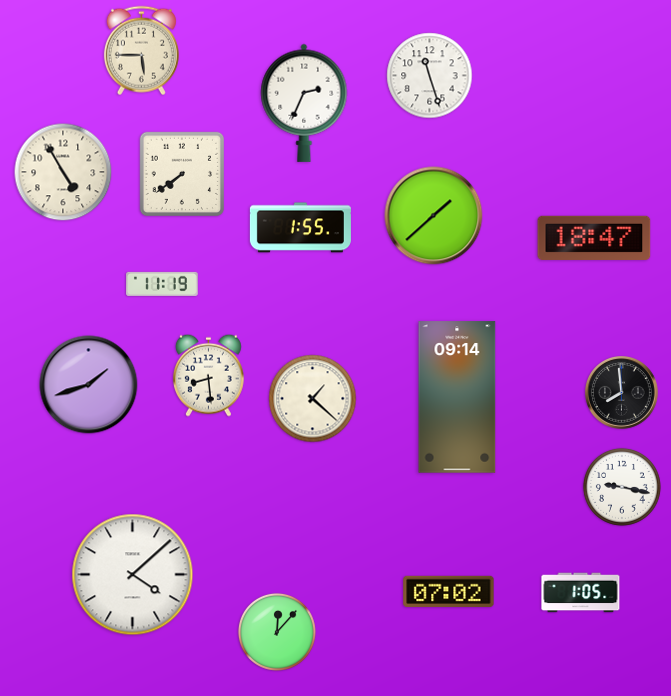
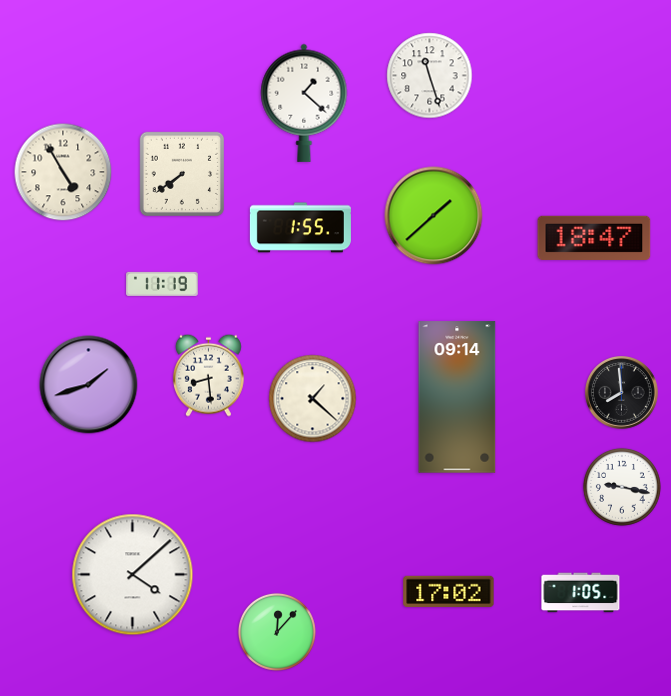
clock at (141, 51): 5:45 -> none
clock at (304, 103): 2:34 -> 1:22
clock at (449, 591): 07:02 -> 17:02
